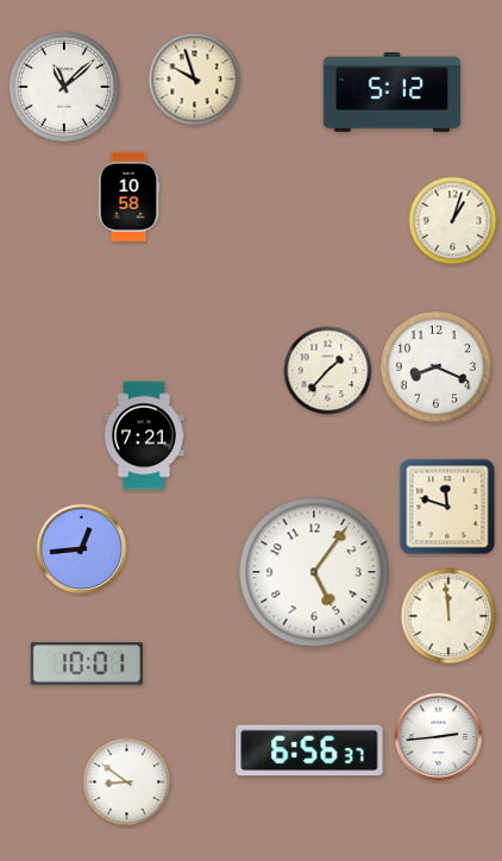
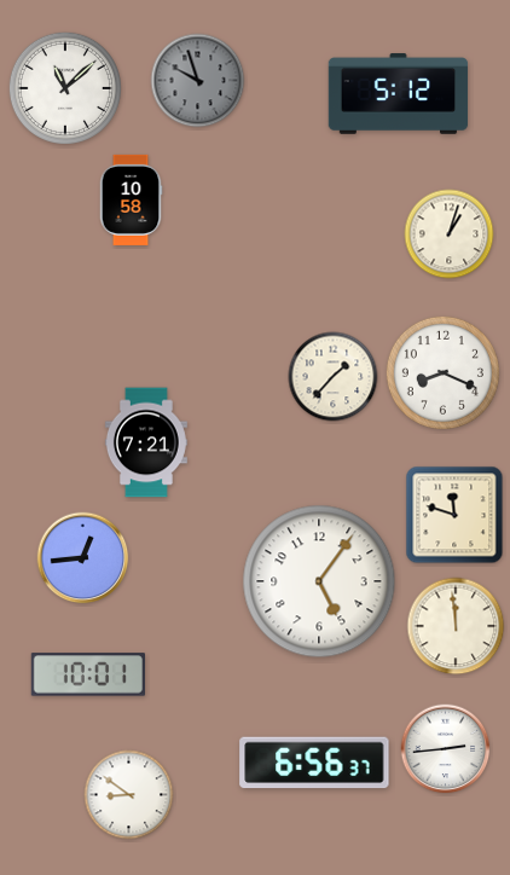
clock at (195, 80) dial: cream -> grey
clock at (453, 221) position: (453, 221) -> (450, 234)
